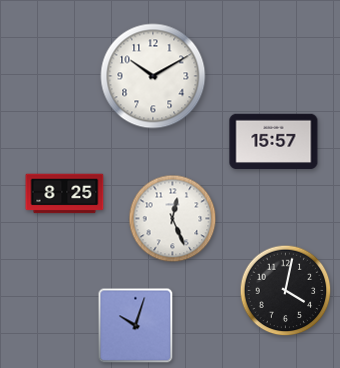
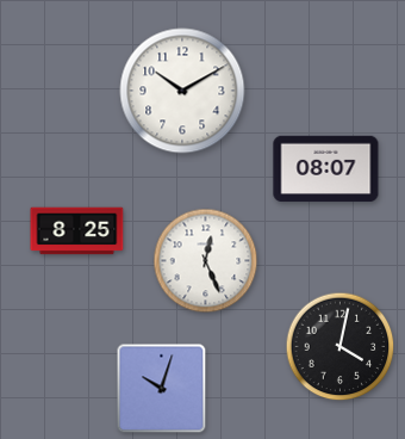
clock at (274, 142): 15:57 -> 08:07
